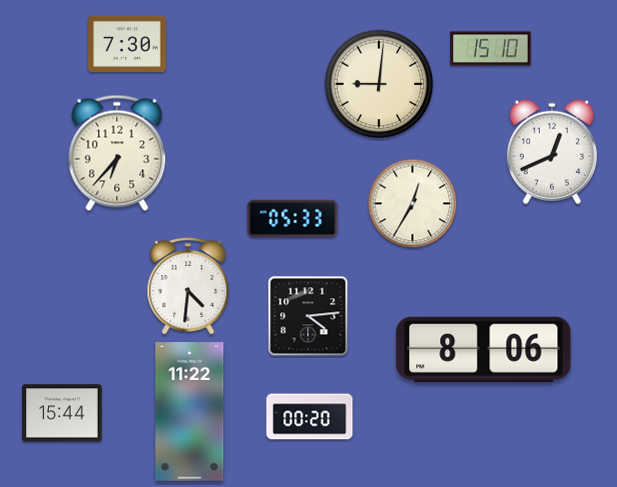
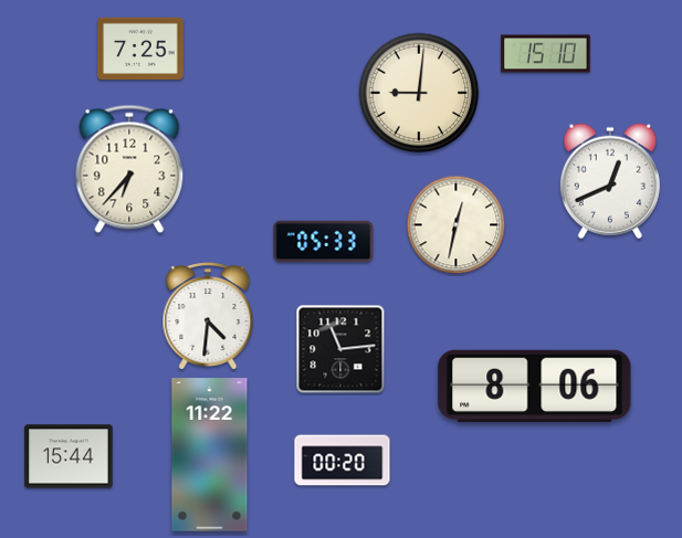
clock at (127, 43): 7:30 -> 7:25
clock at (491, 49) position: (491, 49) -> (546, 54)
clock at (552, 152) position: (552, 152) -> (610, 181)
clock at (413, 204): 12:35 -> 12:32
clock at (308, 316): 4:14 -> 11:14
